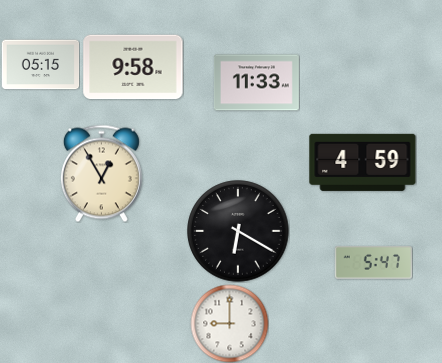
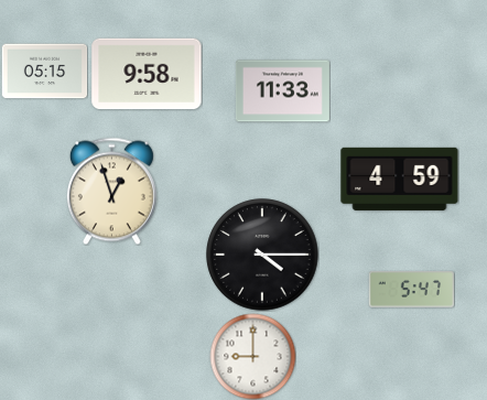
clock at (101, 173): 12:55 -> 12:57
clock at (238, 231): 6:20 -> 4:15
